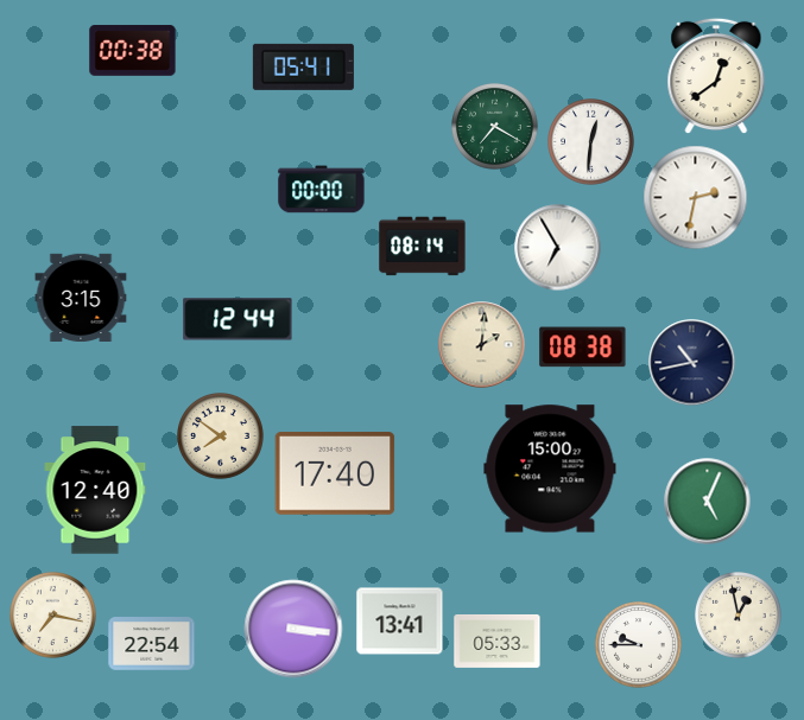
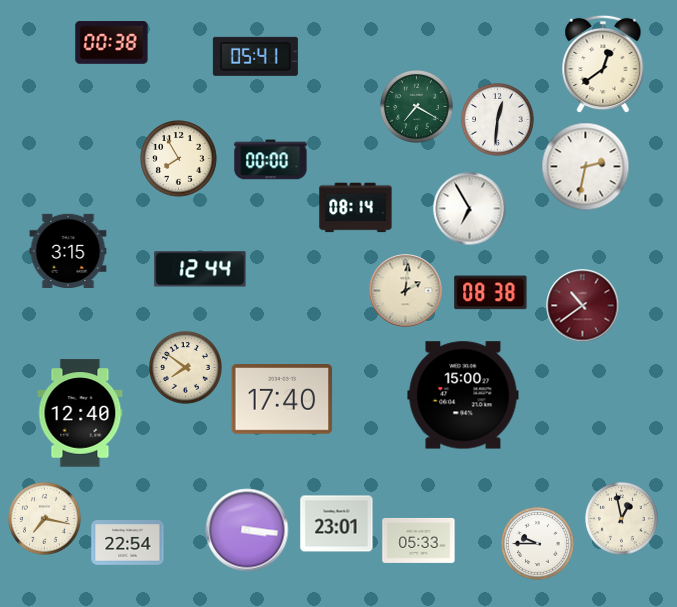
clock at (179, 159): none -> 7:55
clock at (692, 363): 10:43 -> 10:39
clock at (692, 363) dial: navy -> burgundy
clock at (708, 502): 5:04 -> none
clock at (400, 622): 13:41 -> 23:01
